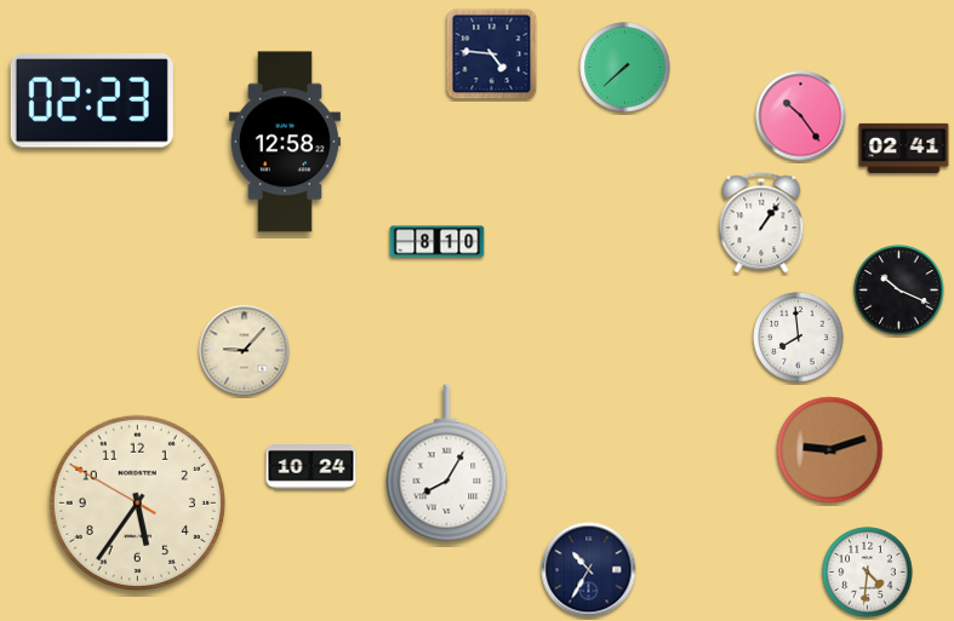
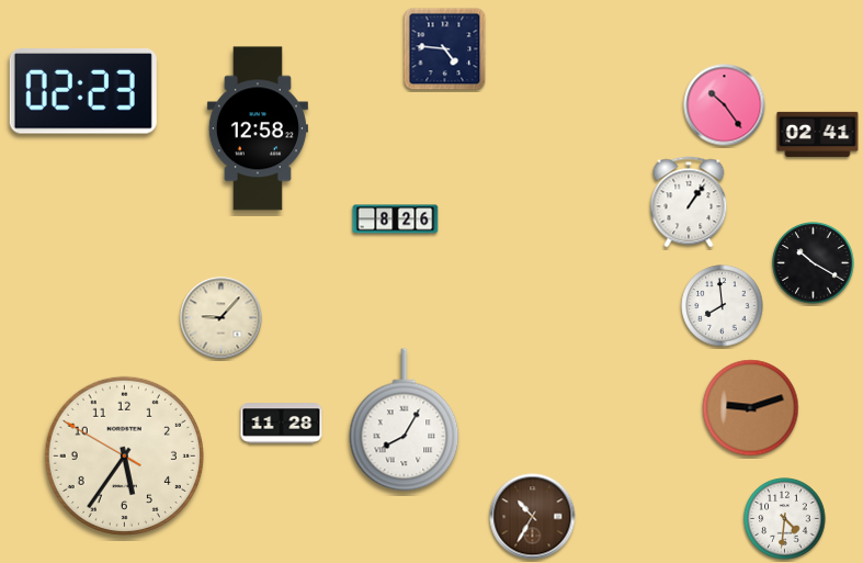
clock at (625, 68): 7:38 -> none
clock at (438, 242): 8:10 -> 8:26
clock at (899, 291): 10:19 -> 10:20
clock at (312, 467): 10:24 -> 11:28
clock at (589, 570) dial: navy -> brown
